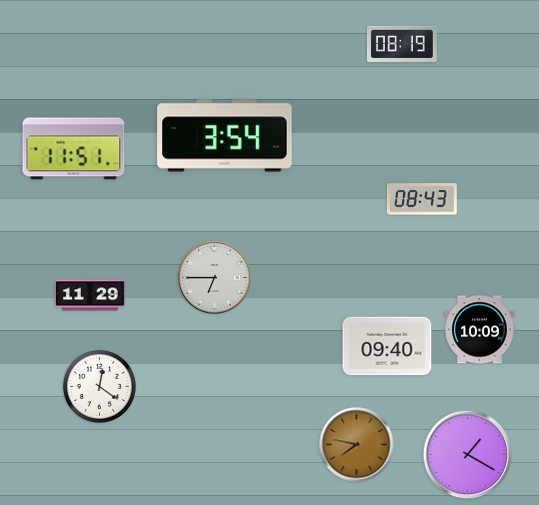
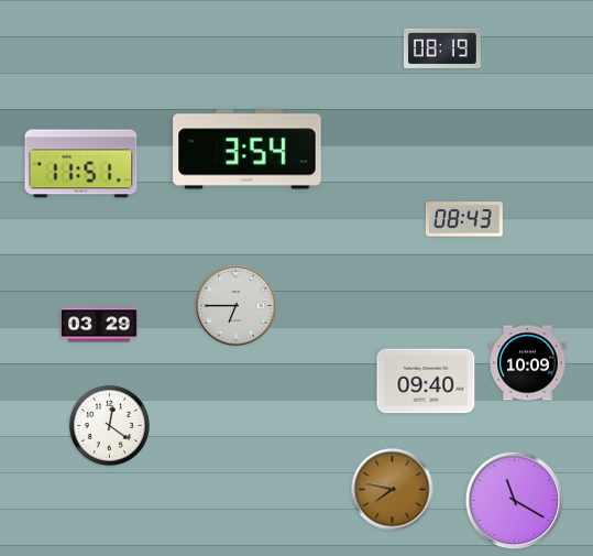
clock at (91, 295): 11:29 -> 03:29
clock at (468, 455): 1:20 -> 11:20
